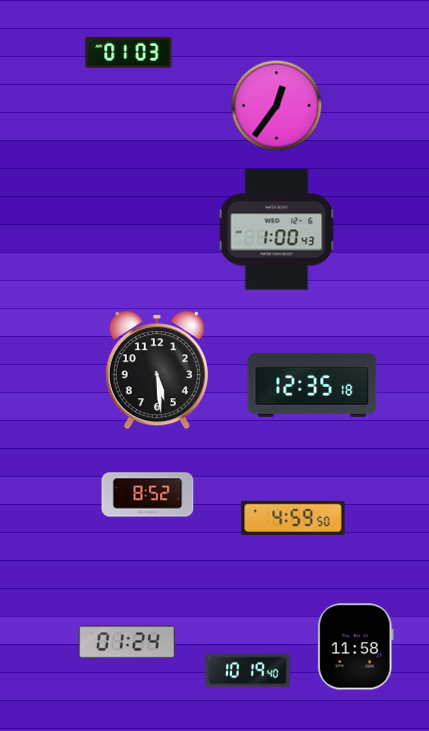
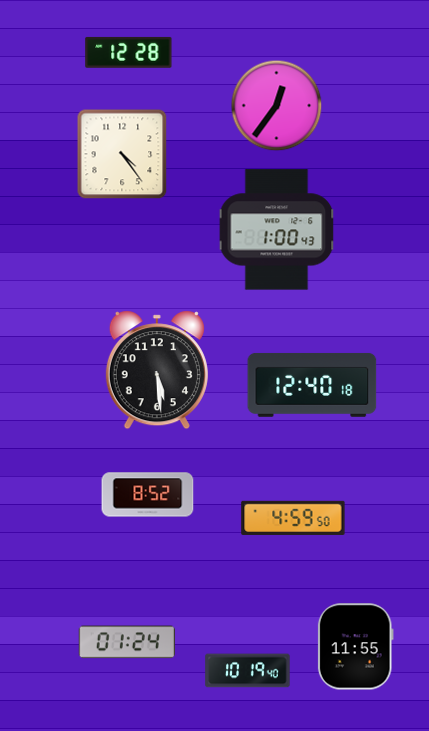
clock at (129, 52): 01:03 -> 12:28
clock at (122, 154): none -> 4:24
clock at (312, 385): 12:35 -> 12:40
clock at (355, 647): 11:58 -> 11:55
